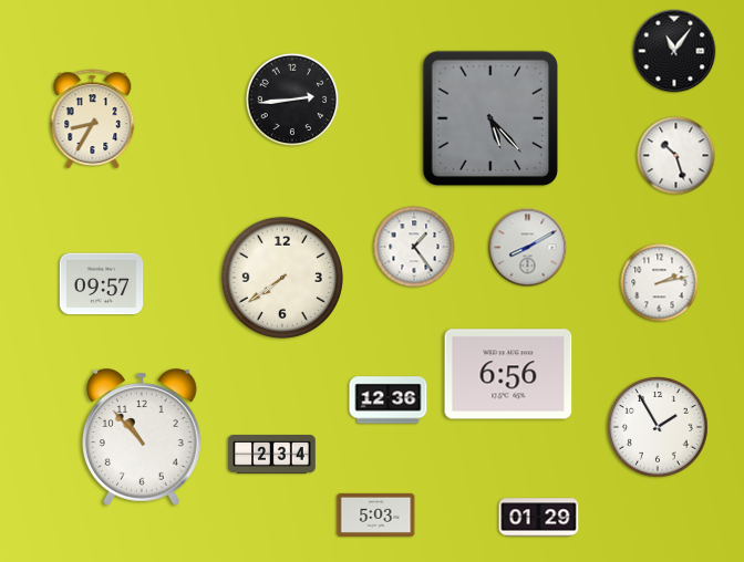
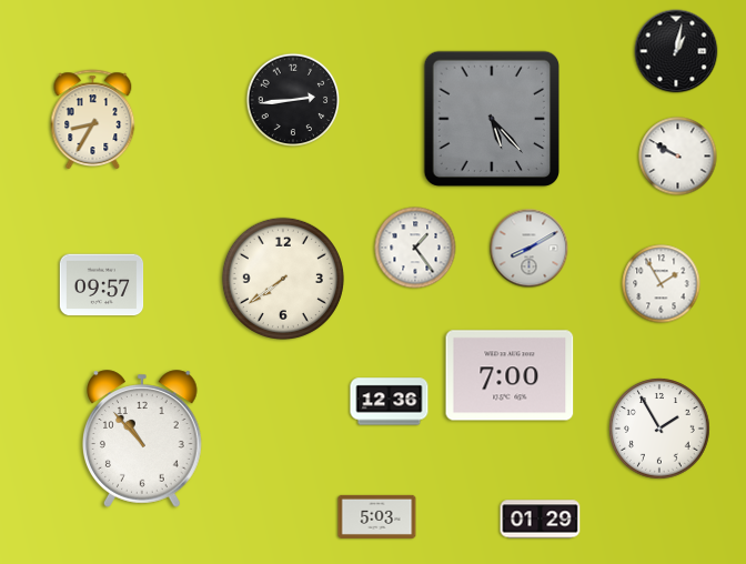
clock at (674, 51): 11:06 -> 1:02
clock at (676, 156): 10:27 -> 9:50
clock at (660, 283): 2:13 -> 1:55
clock at (508, 374): 6:56 -> 7:00
clock at (272, 455): 2:34 -> none
